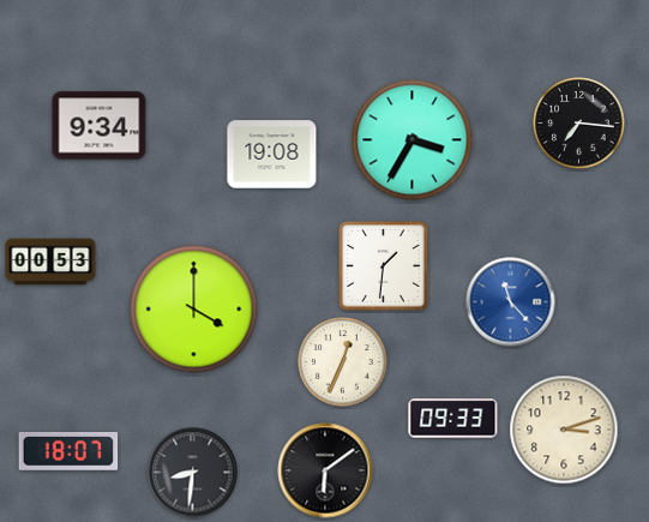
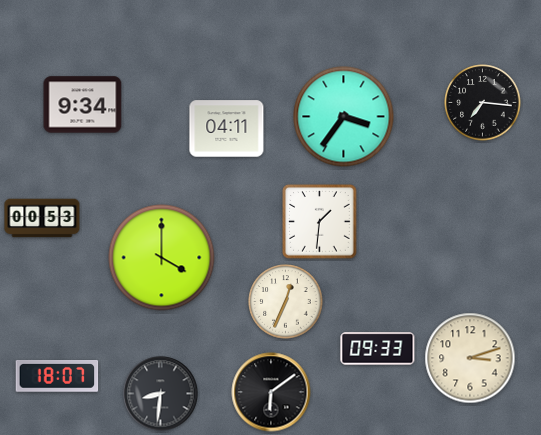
clock at (413, 140): 3:35 -> 3:36
clock at (272, 155): 19:08 -> 04:11
clock at (511, 302): 11:23 -> none
